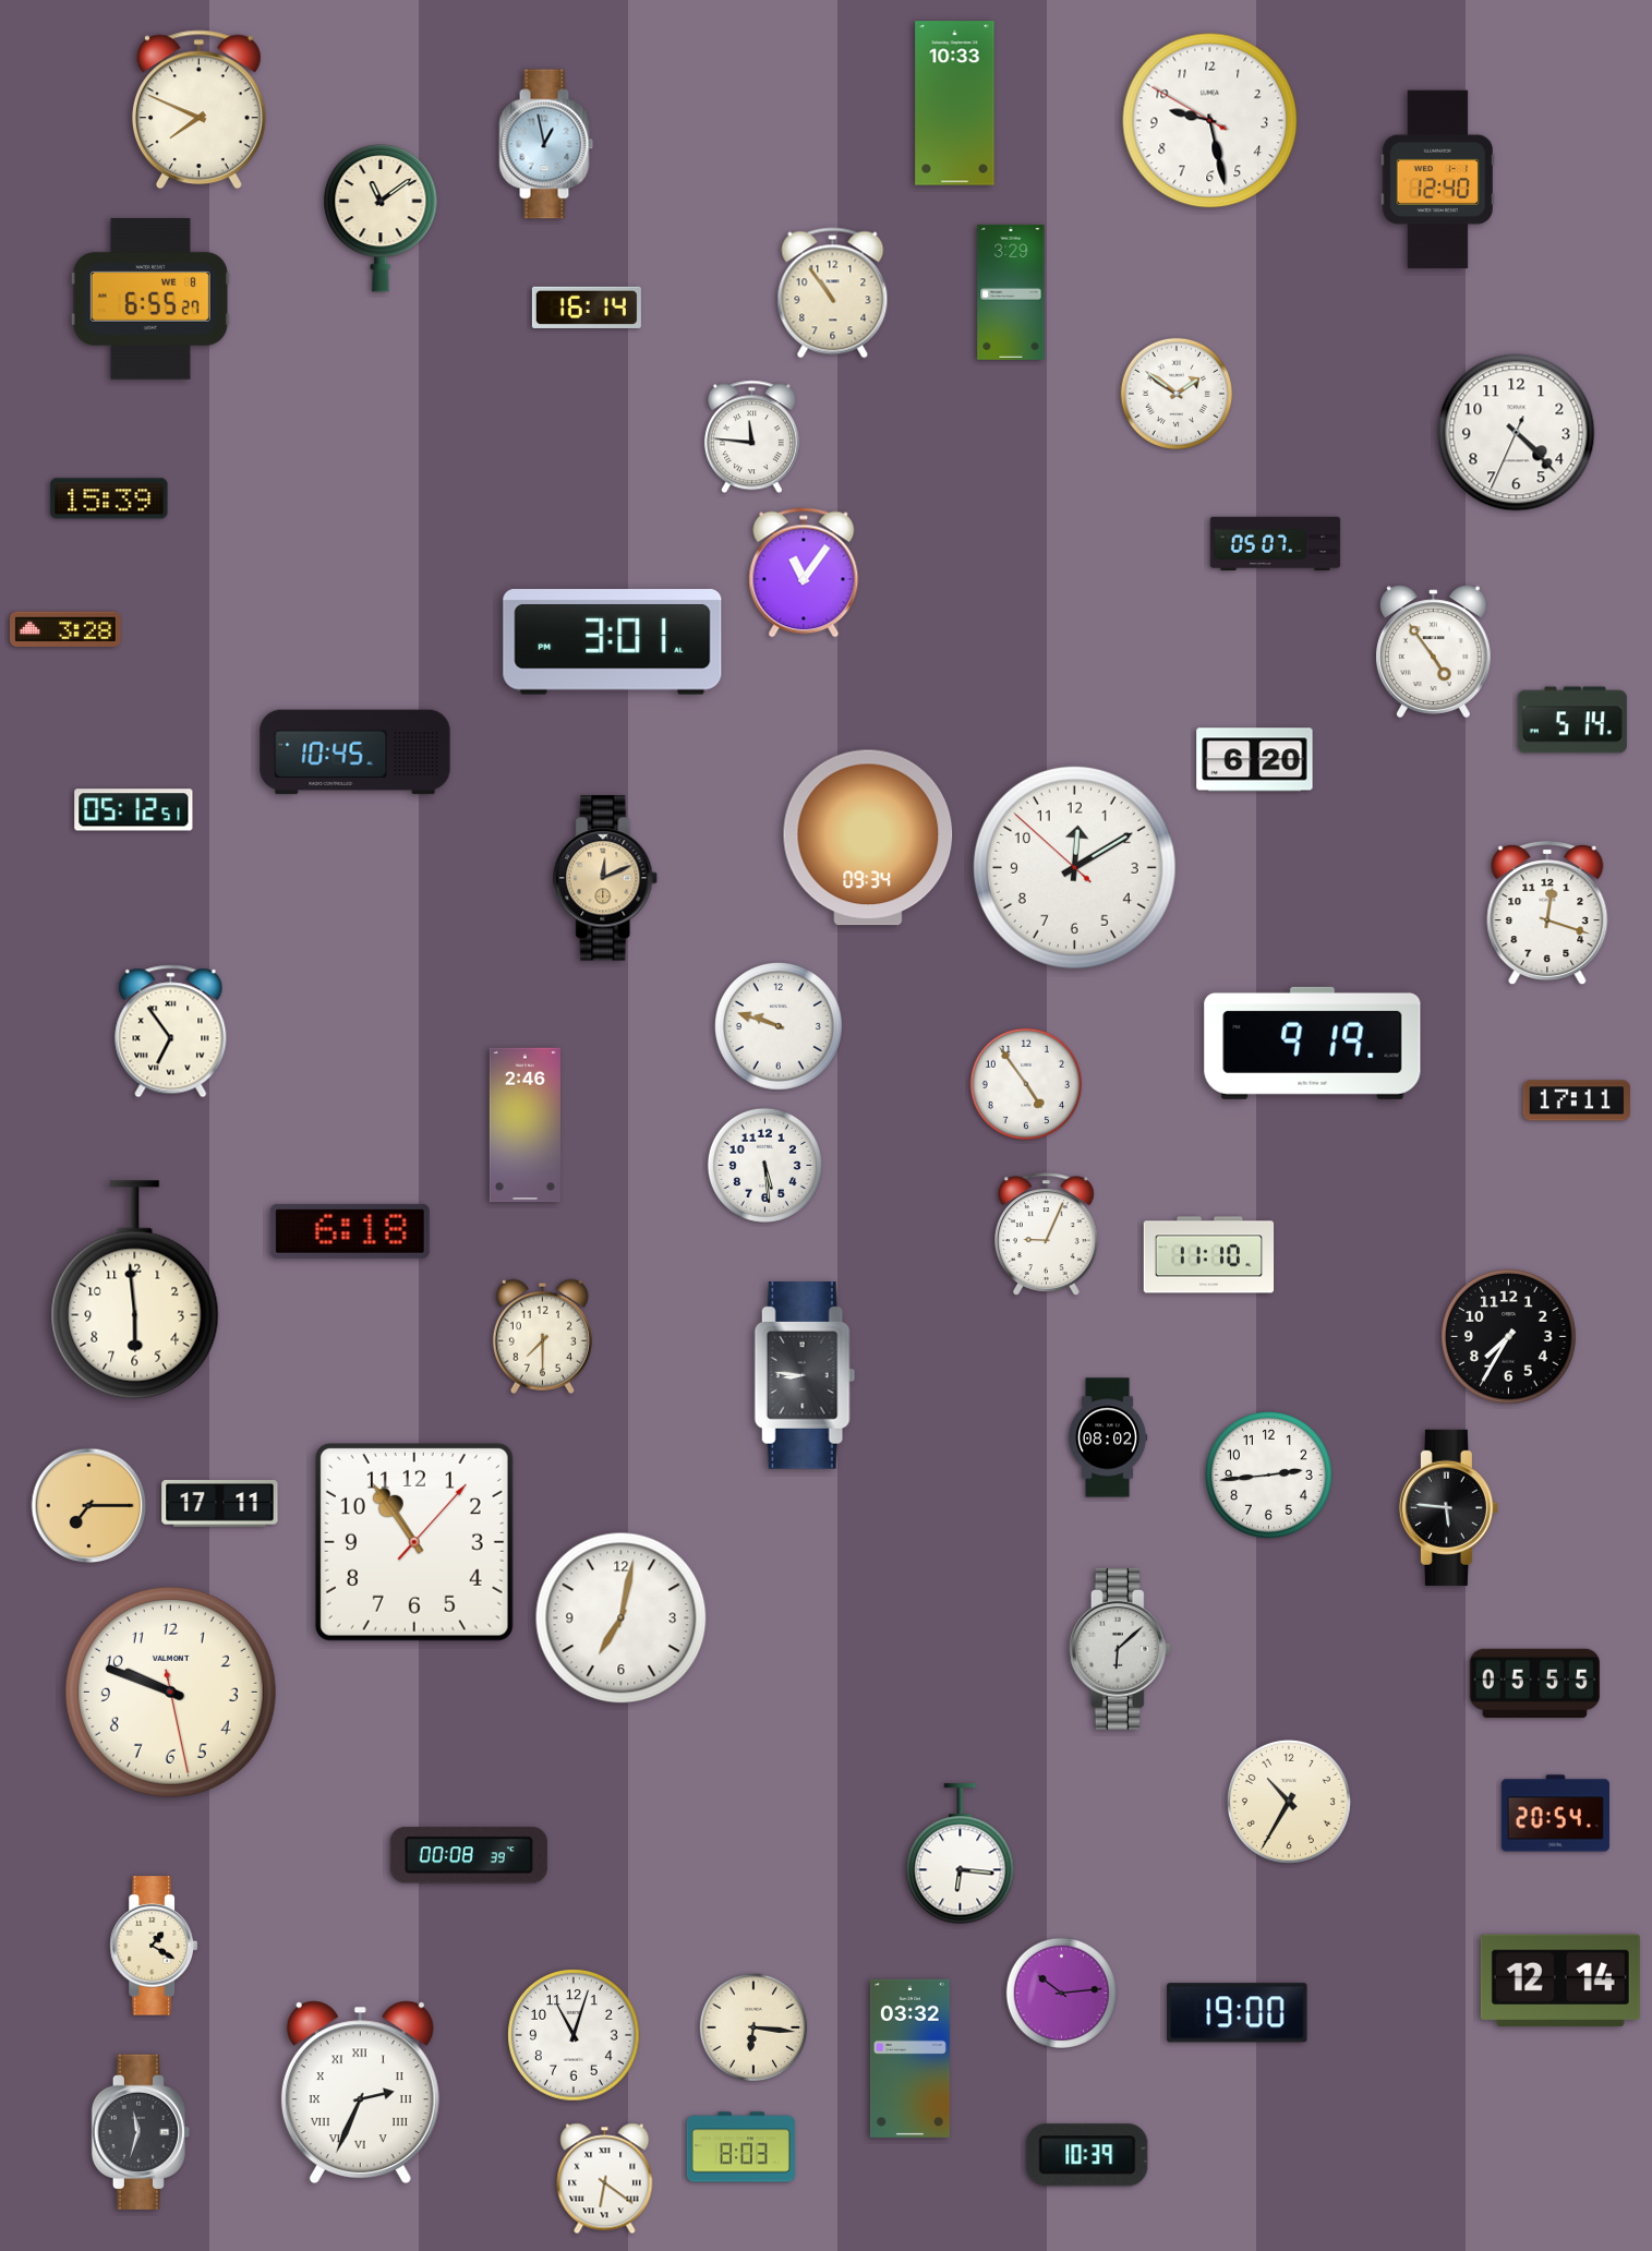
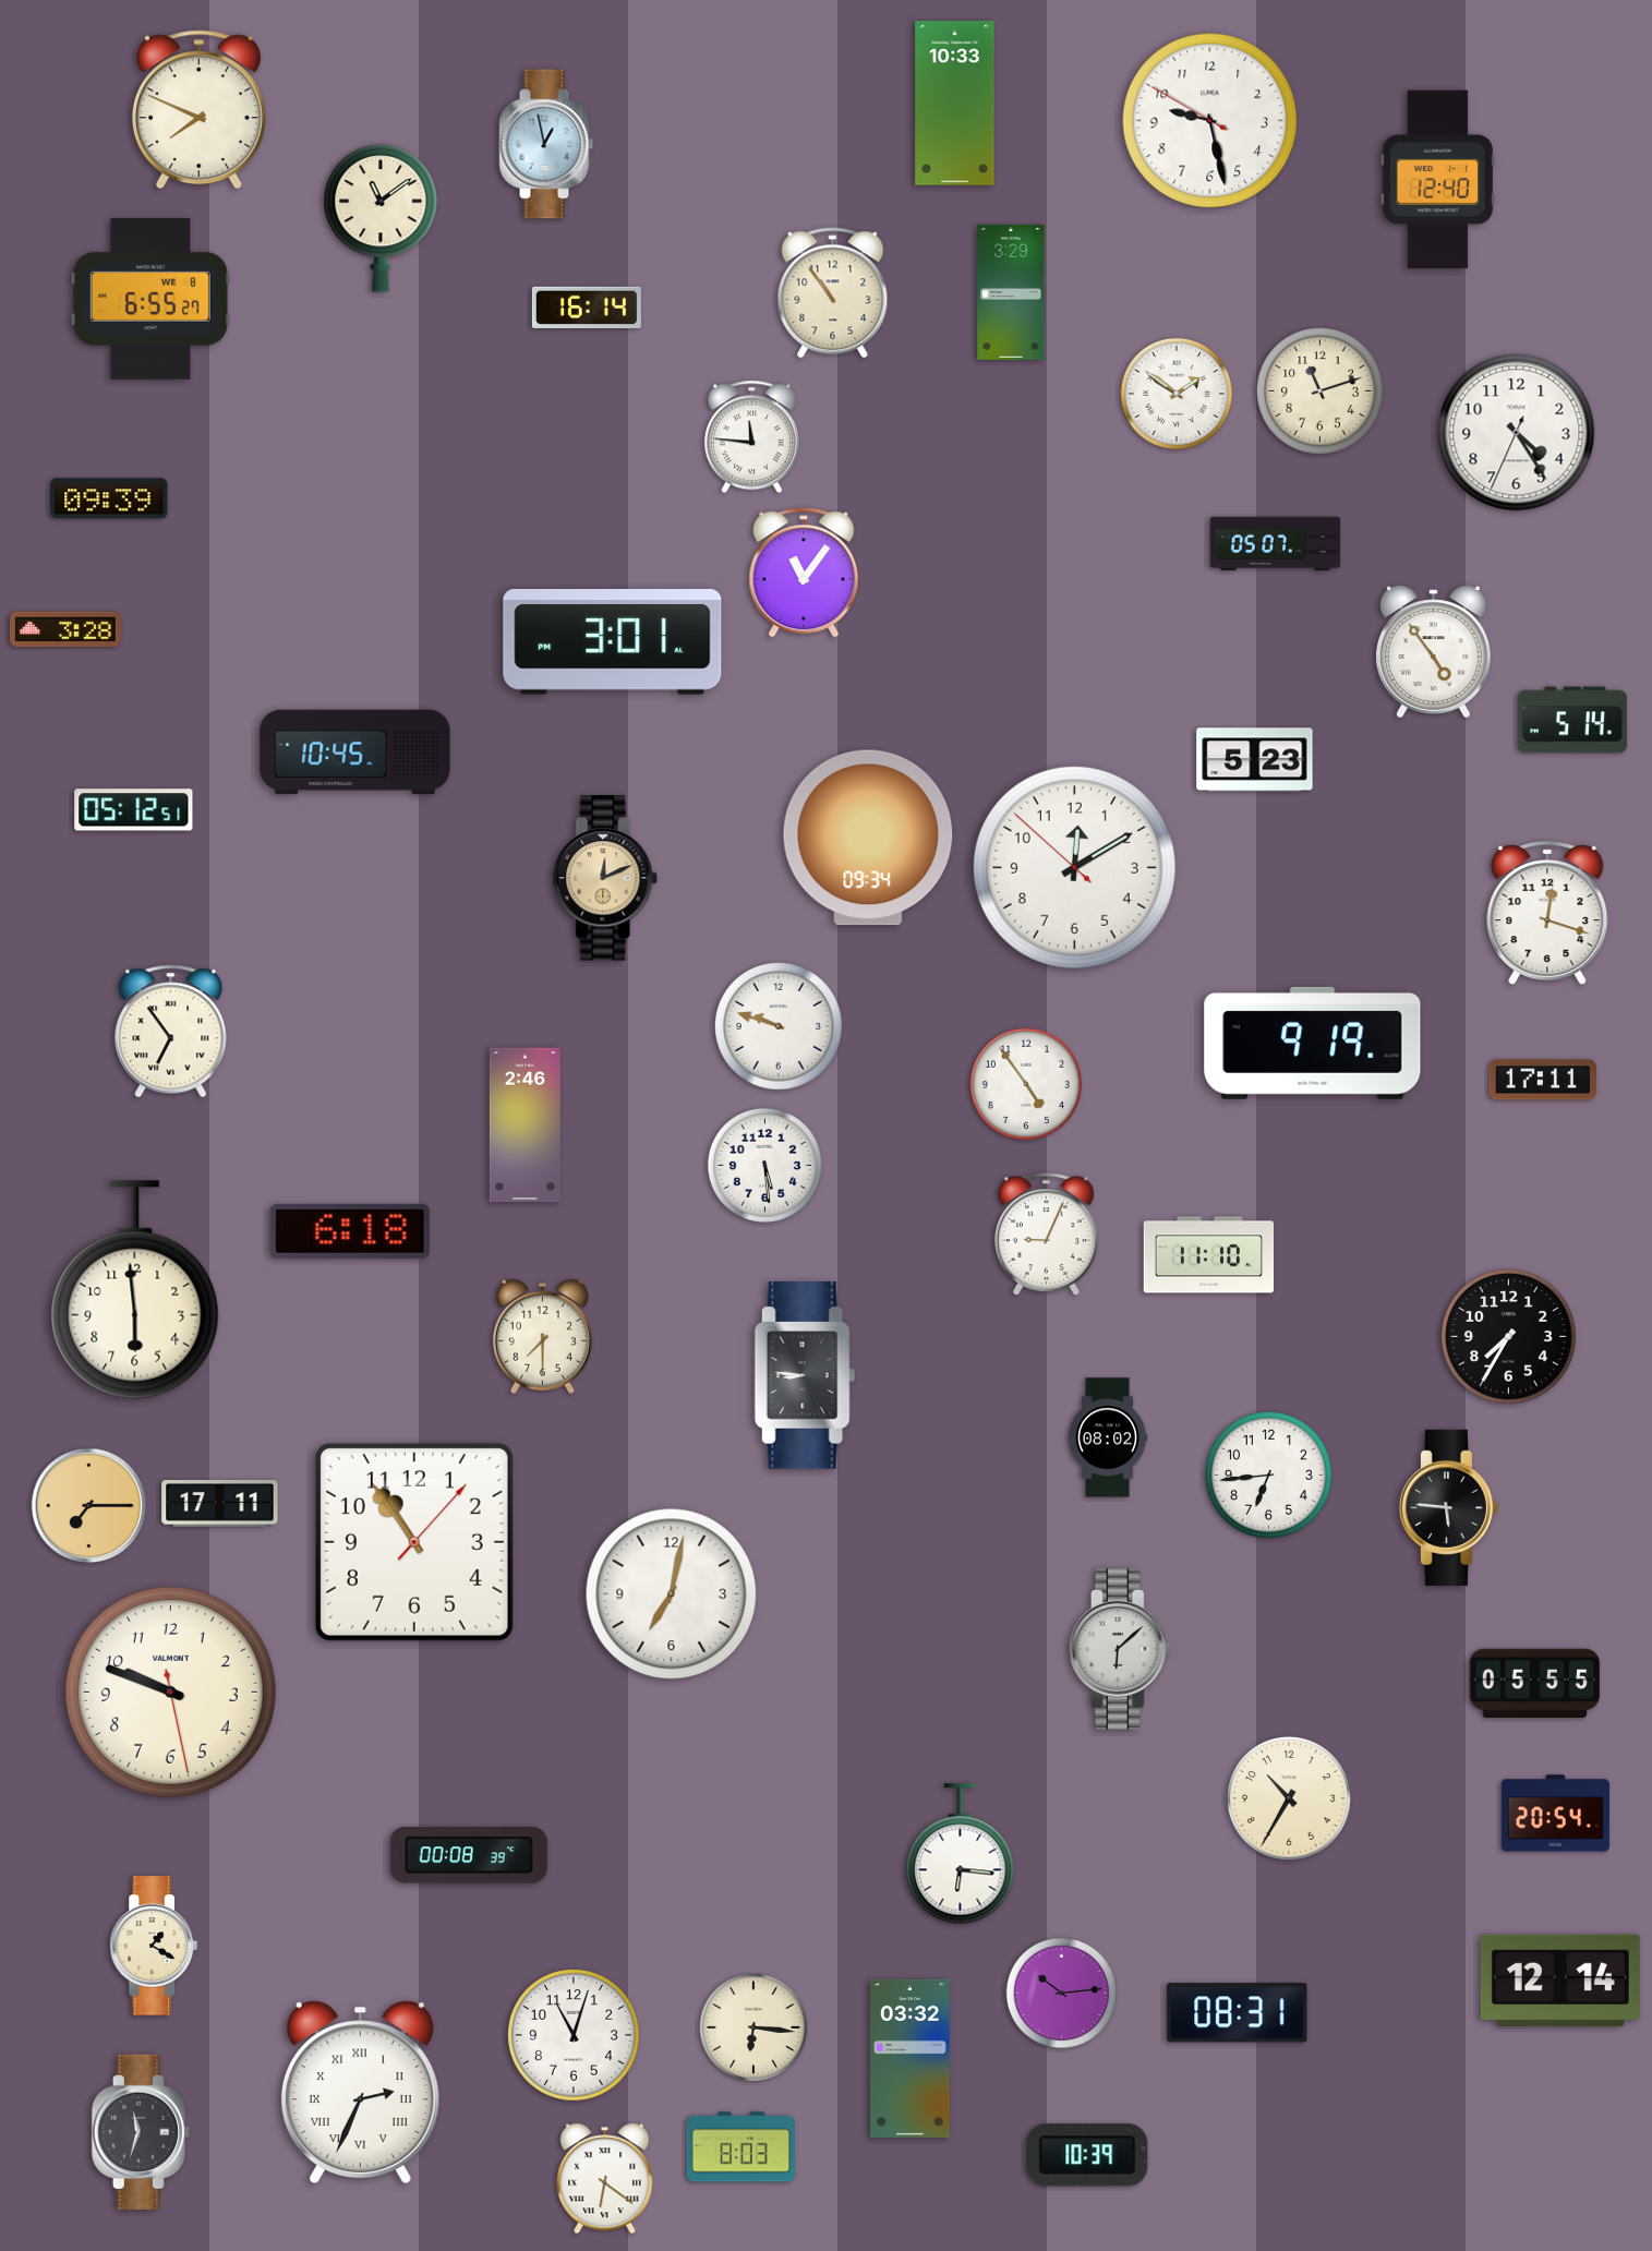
clock at (1319, 390): none -> 11:12
clock at (1517, 433): 4:22 -> 4:24
clock at (109, 498): 15:39 -> 09:39
clock at (1255, 760): 6:20 -> 5:23
clock at (1577, 1100) position: (1577, 1100) -> (1543, 1080)
clock at (1268, 1474): 2:44 -> 6:44
clock at (622, 1618) position: (622, 1618) -> (672, 1594)
clock at (1289, 1802) position: (1289, 1802) -> (1289, 1798)
clock at (1238, 2013): 19:00 -> 08:31
